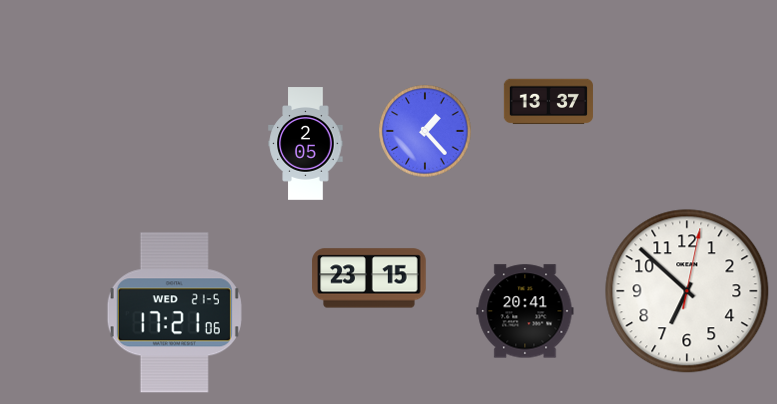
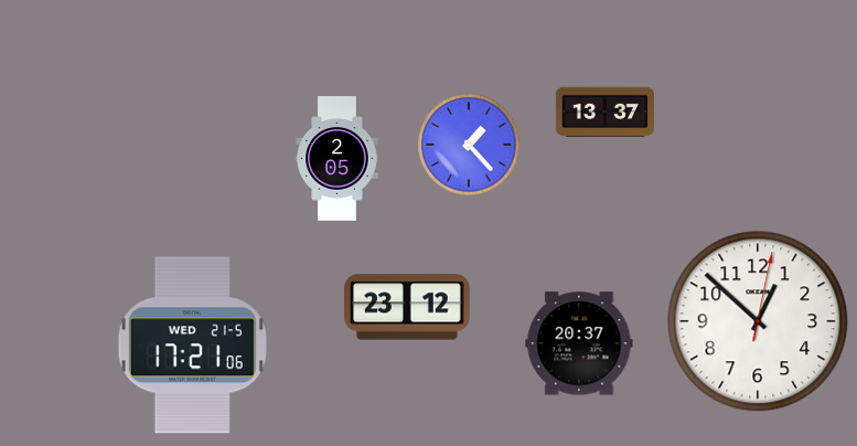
clock at (369, 278): 23:15 -> 23:12
clock at (687, 291): 6:52 -> 12:52
clock at (525, 311): 20:41 -> 20:37
